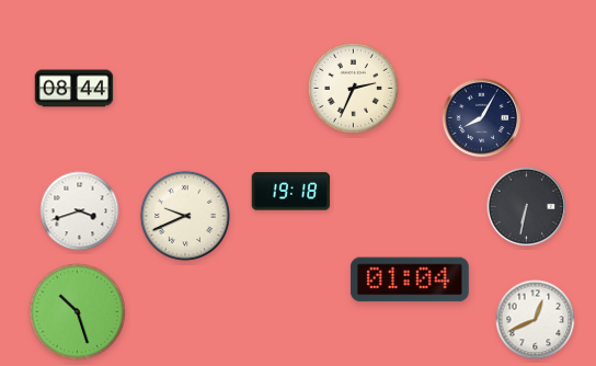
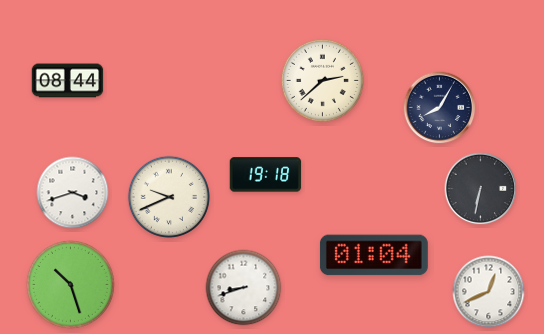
clock at (353, 88): 2:34 -> 2:38
clock at (244, 288): none -> 8:42
